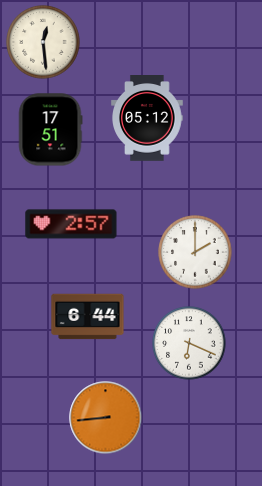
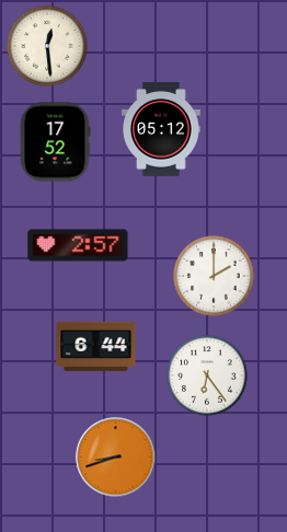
clock at (50, 130): 17:51 -> 17:52
clock at (189, 343): 6:19 -> 6:24
clock at (106, 418): 8:44 -> 8:42
